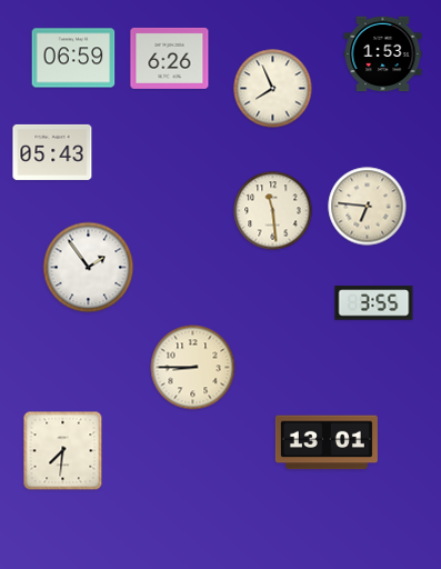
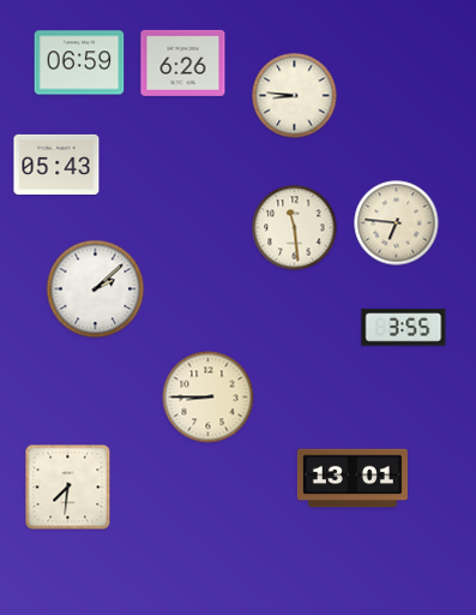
clock at (383, 54): 1:53 -> none
clock at (273, 89): 7:56 -> 8:46
clock at (89, 268): 1:54 -> 2:08
